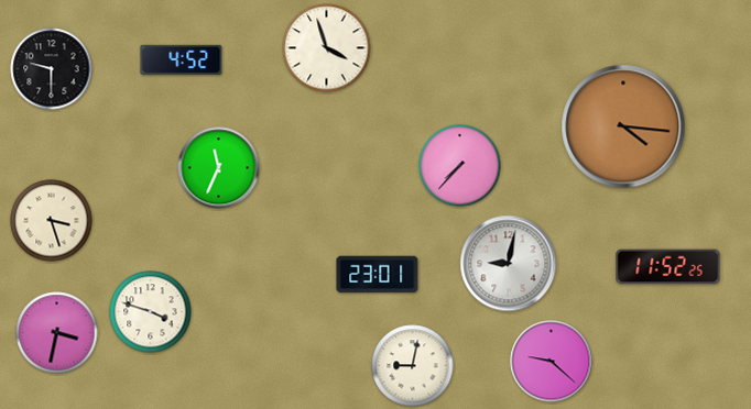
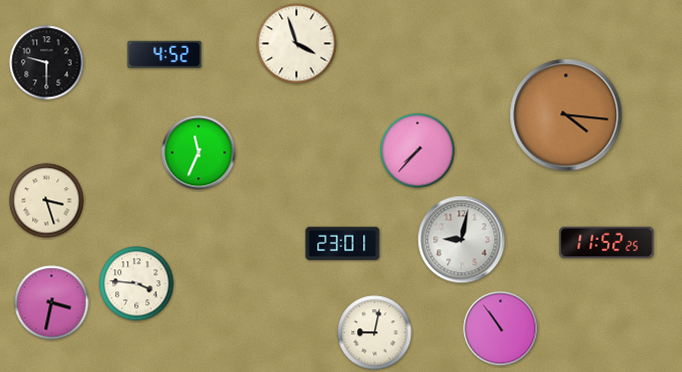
clock at (378, 275) position: (378, 275) -> (343, 244)
clock at (151, 312): 3:48 -> 3:46
clock at (552, 362): 9:22 -> 10:54
